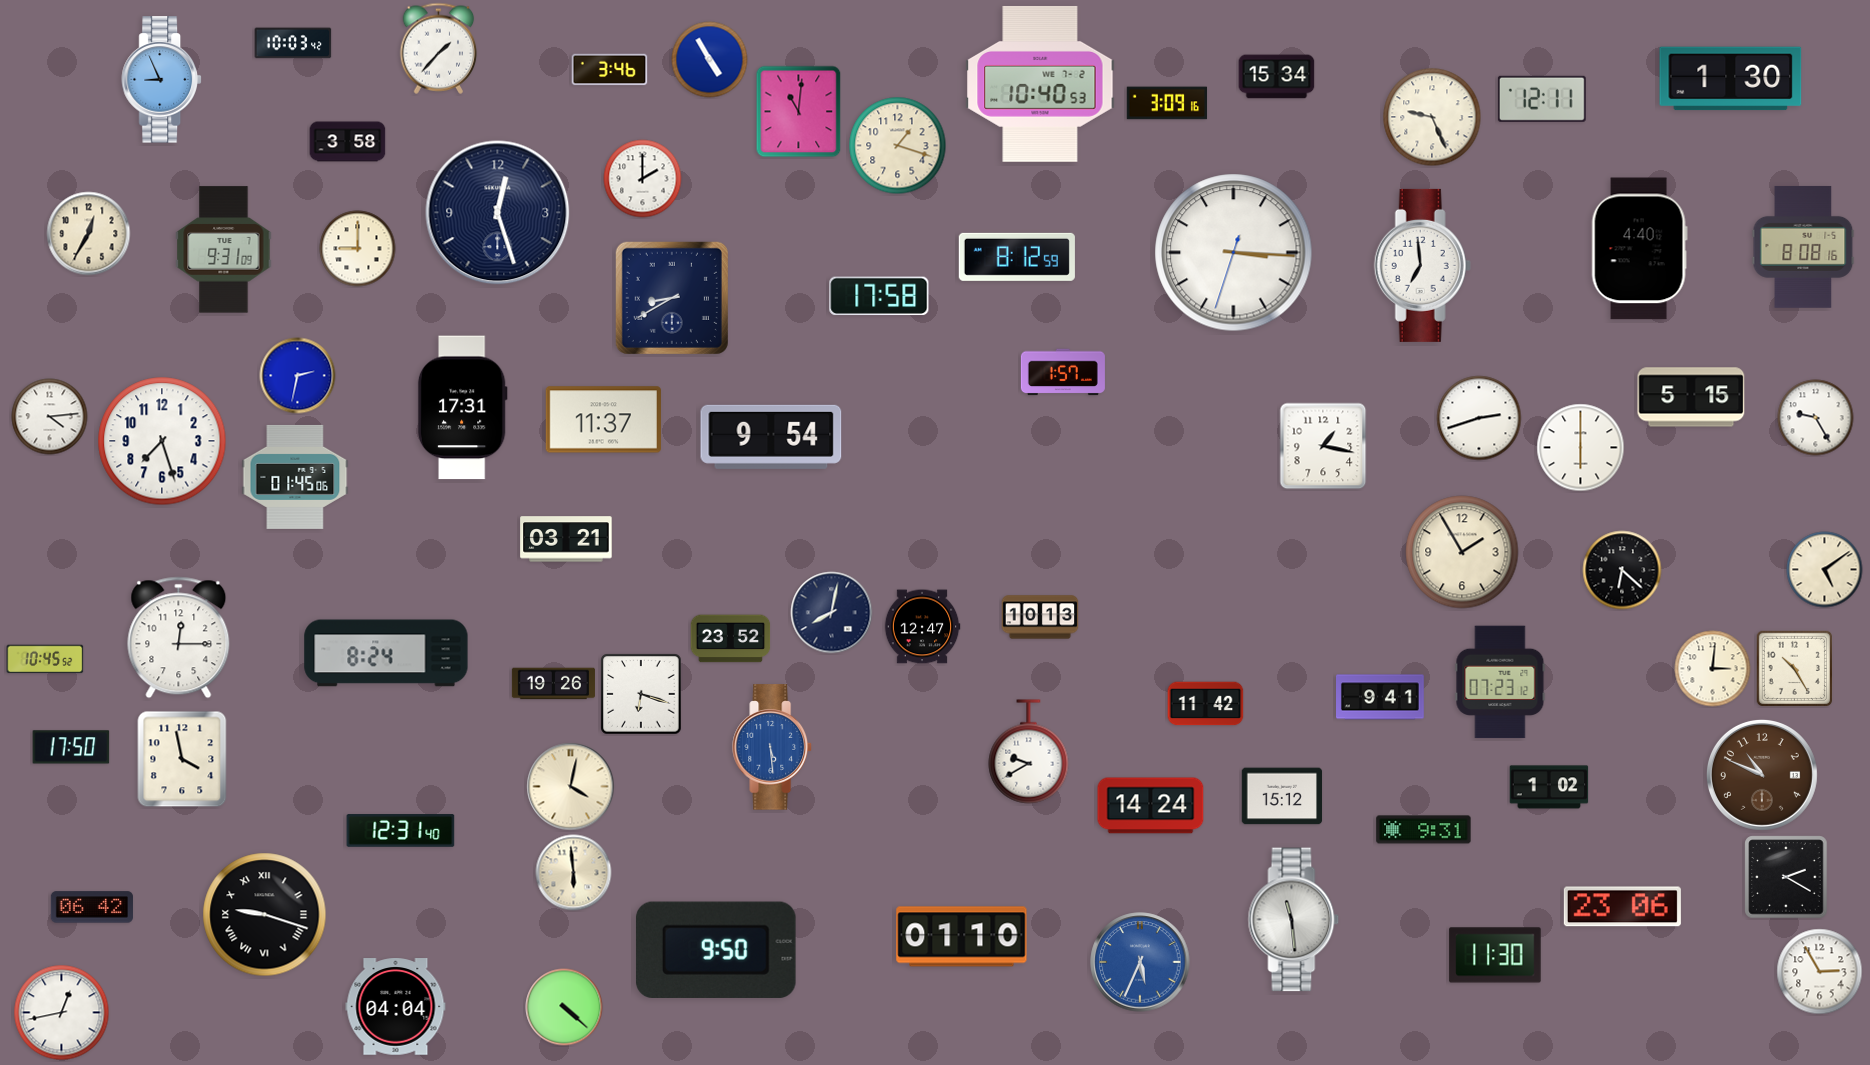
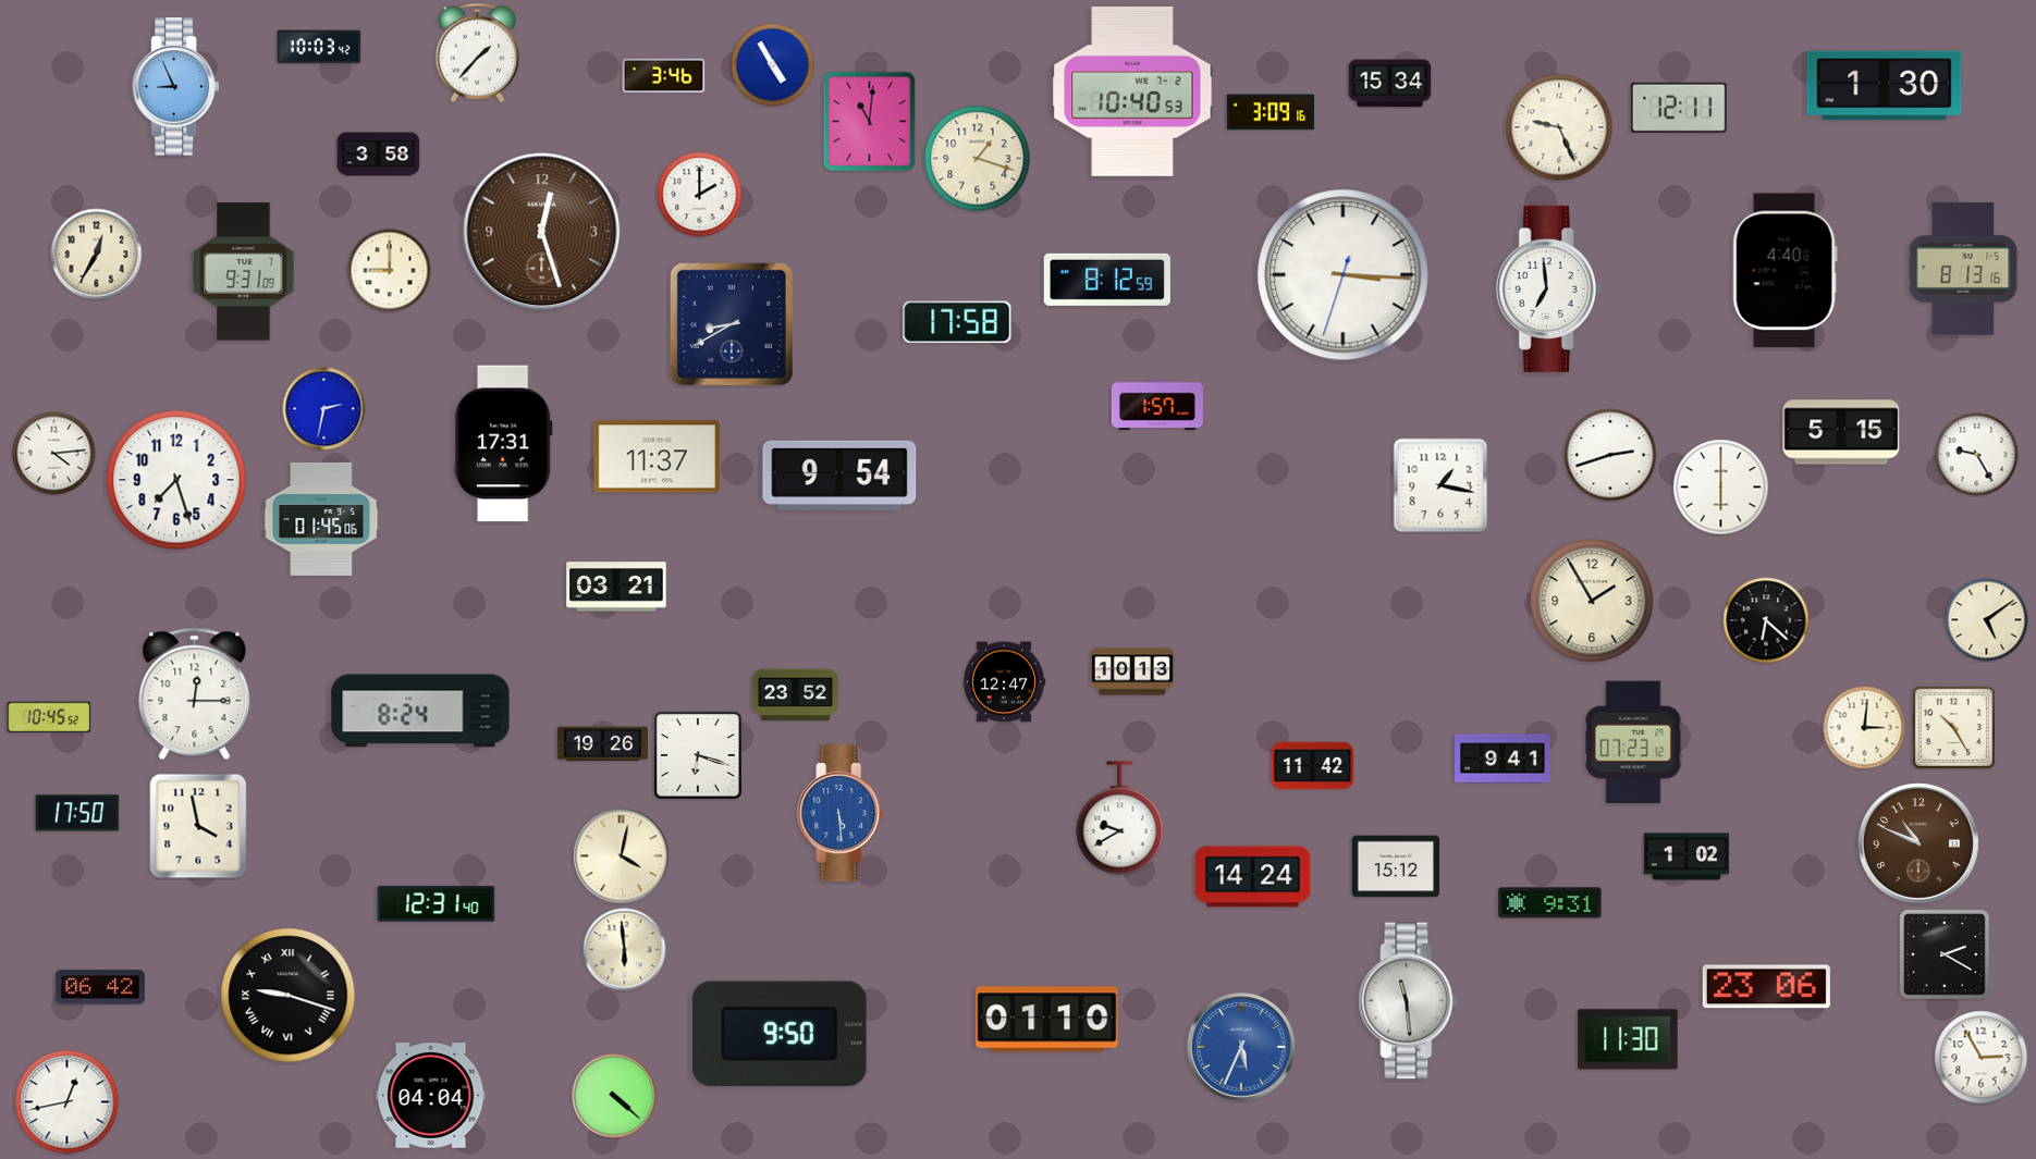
clock at (498, 213) dial: navy -> brown
clock at (1803, 247): 8:08 -> 8:13
clock at (832, 613): 8:02 -> none
